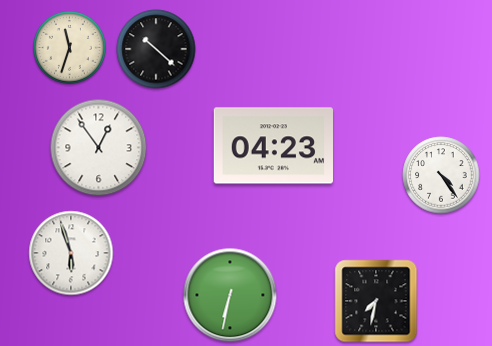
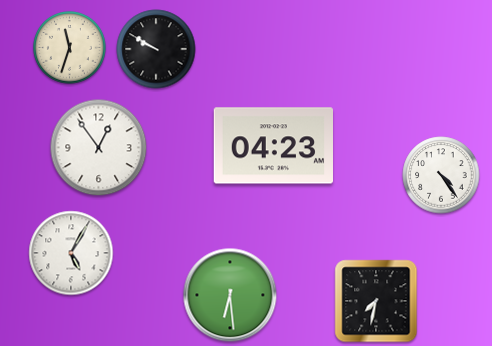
clock at (156, 49): 10:22 -> 9:50
clock at (71, 253): 5:57 -> 5:05
clock at (230, 295): 6:32 -> 6:29
